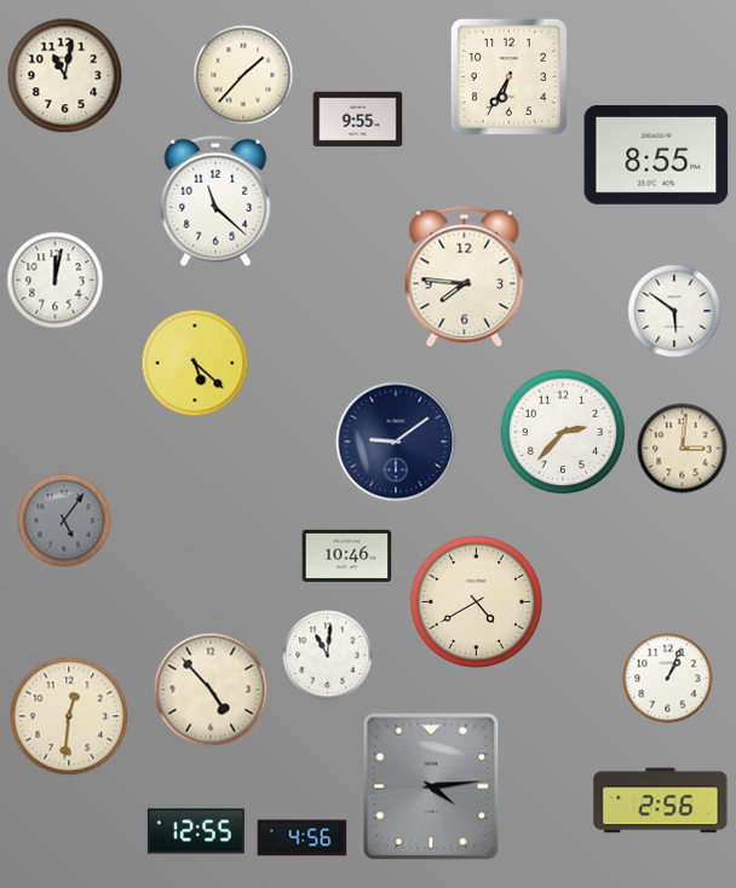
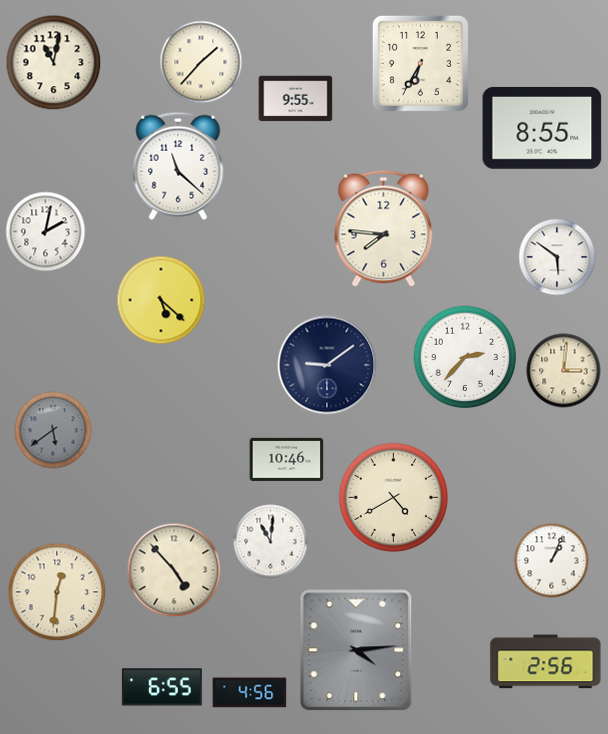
clock at (56, 281): 12:02 -> 2:02
clock at (64, 520): 5:06 -> 5:39
clock at (196, 831): 12:55 -> 6:55
